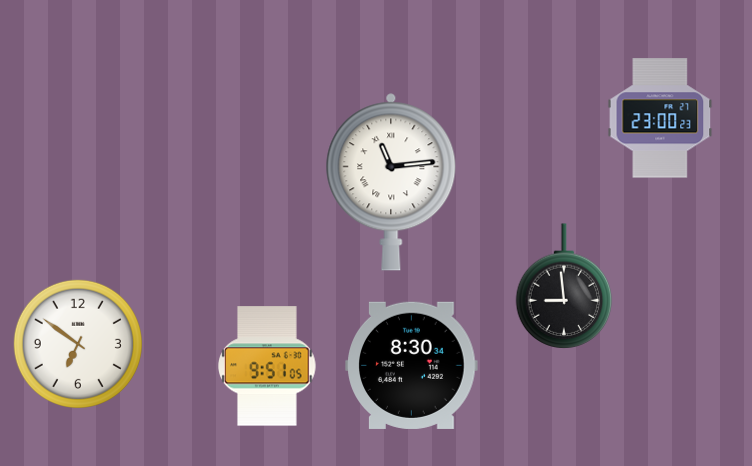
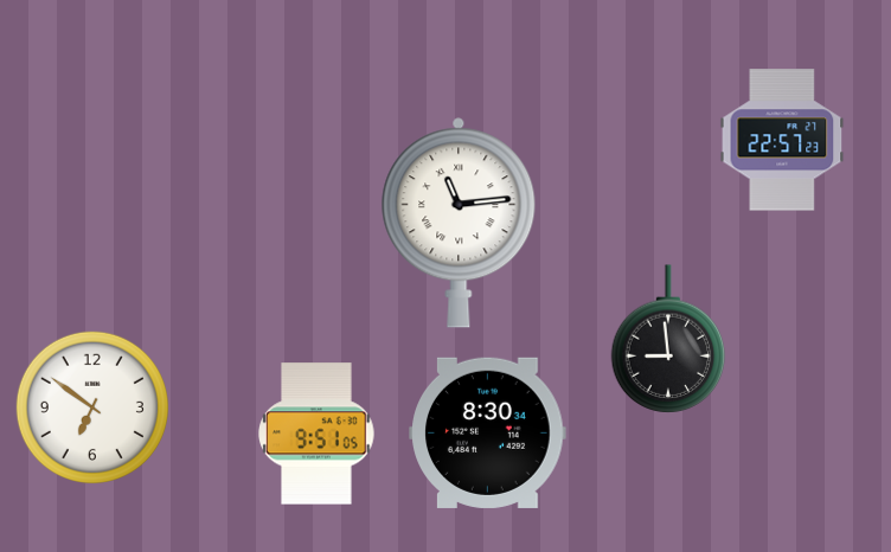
clock at (660, 118): 23:00 -> 22:57
clock at (391, 182) position: (391, 182) -> (459, 223)
